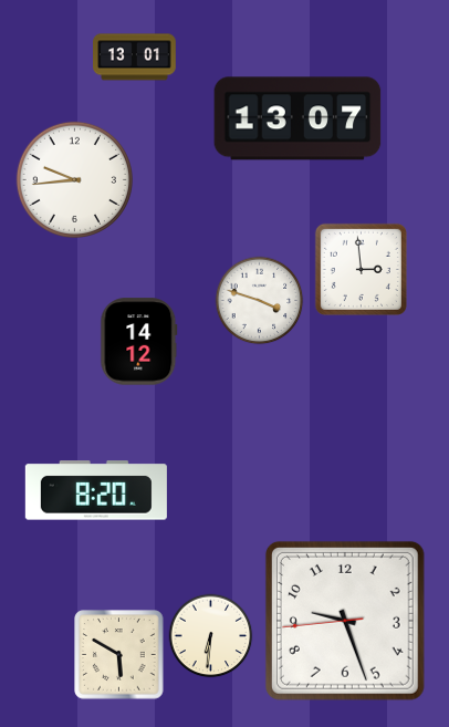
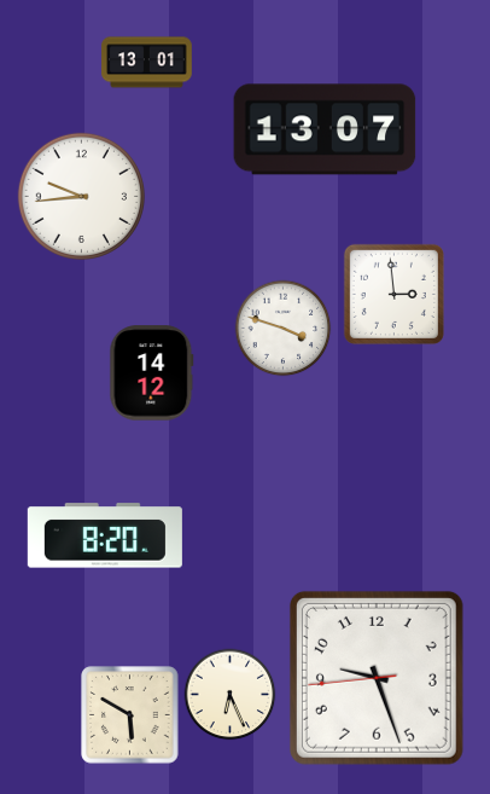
clock at (211, 636): 6:31 -> 6:26
